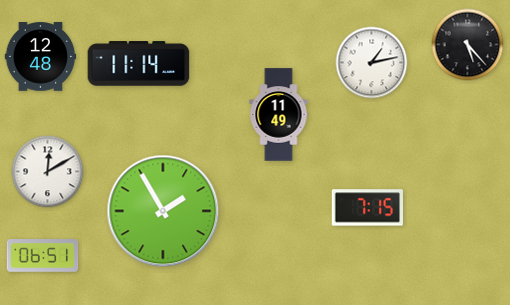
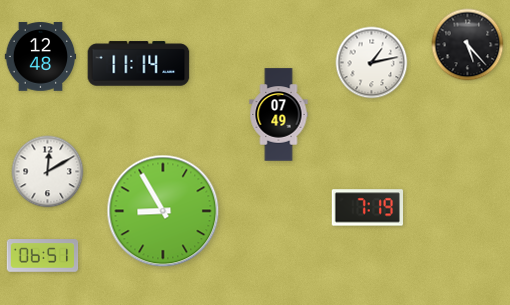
clock at (279, 115): 11:49 -> 07:49
clock at (368, 208): 7:15 -> 7:19
clock at (163, 211): 1:55 -> 8:55
